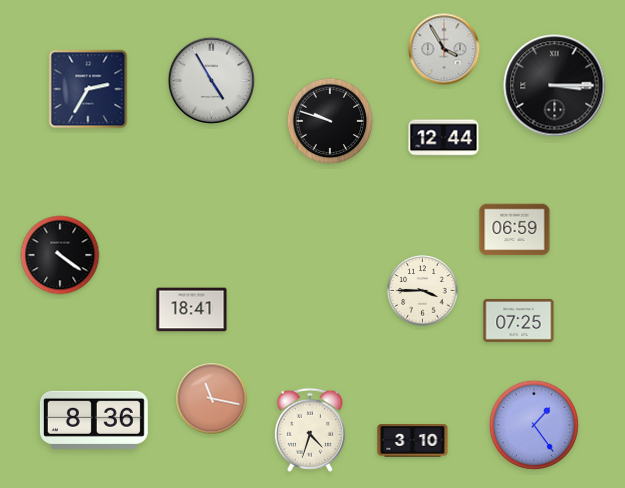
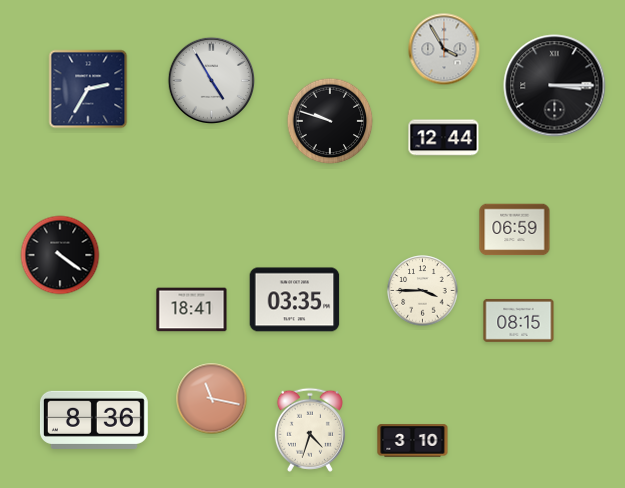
clock at (295, 300): none -> 03:35
clock at (519, 320): 07:25 -> 08:15
clock at (534, 425): 1:24 -> none
